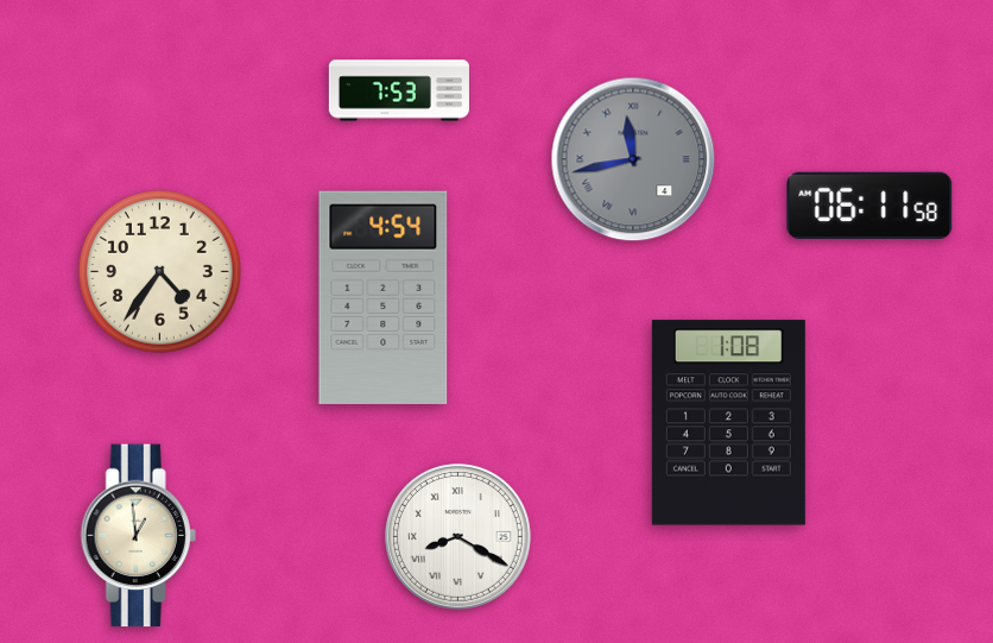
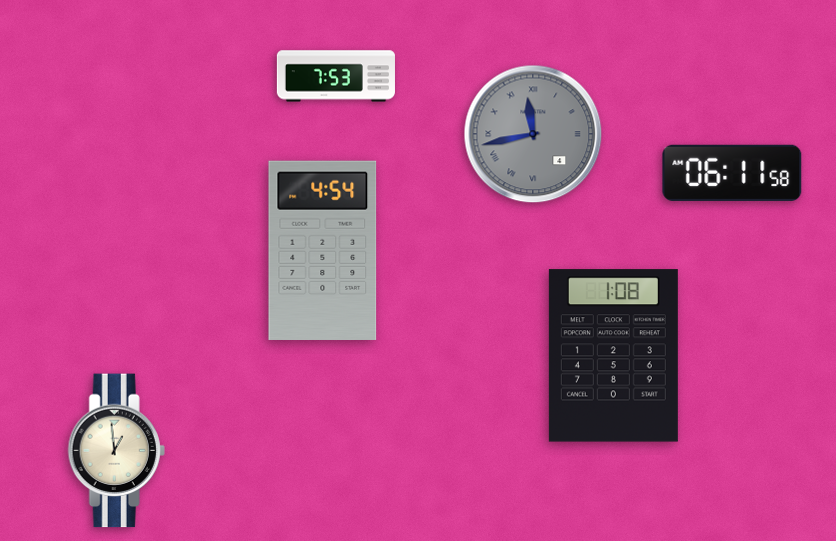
clock at (160, 272): 4:36 -> none
clock at (457, 536): 8:20 -> none
